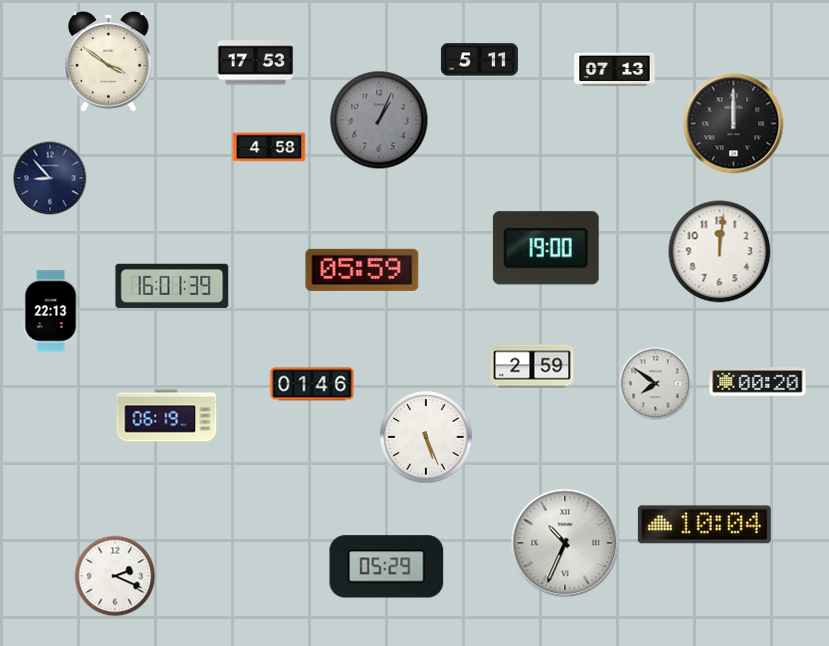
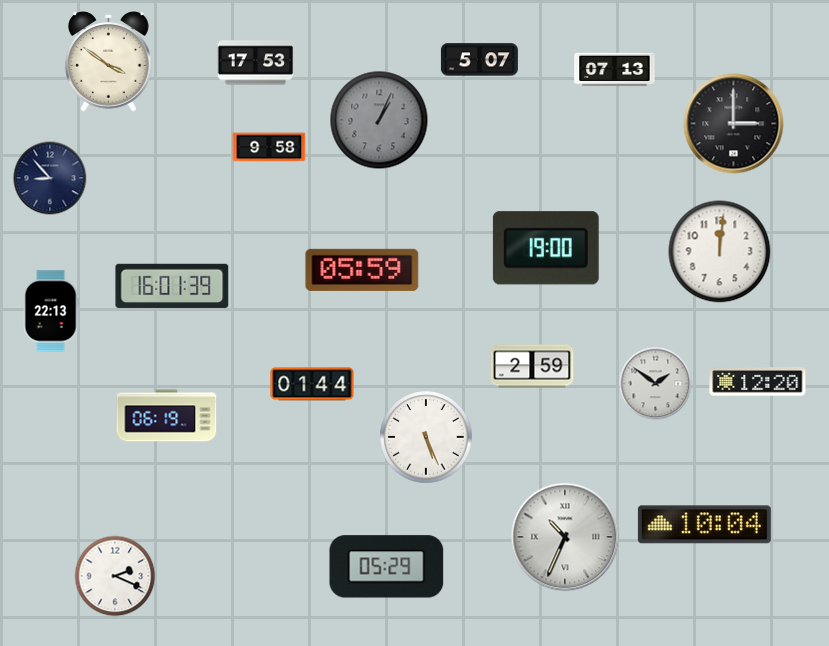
clock at (479, 60): 5:11 -> 5:07
clock at (734, 124): 12:00 -> 3:00
clock at (269, 147): 4:58 -> 9:58
clock at (758, 382): 00:20 -> 12:20
clock at (312, 384): 01:46 -> 01:44
clock at (656, 384): 7:51 -> 1:51
clock at (565, 543) position: (565, 543) -> (565, 537)
